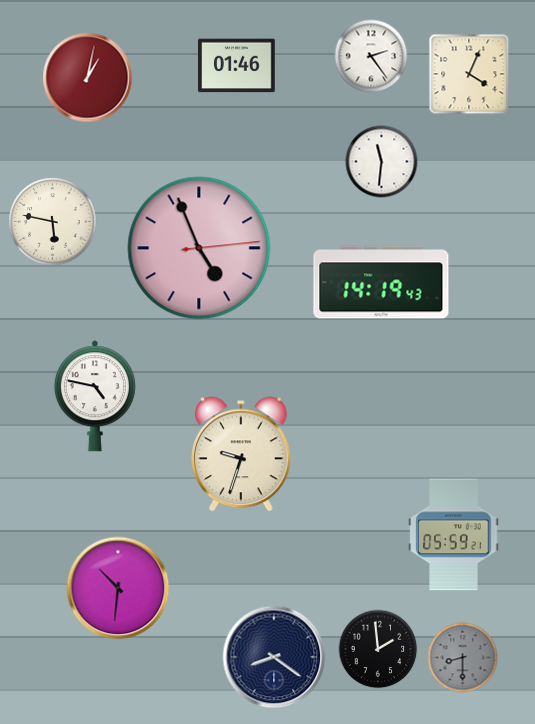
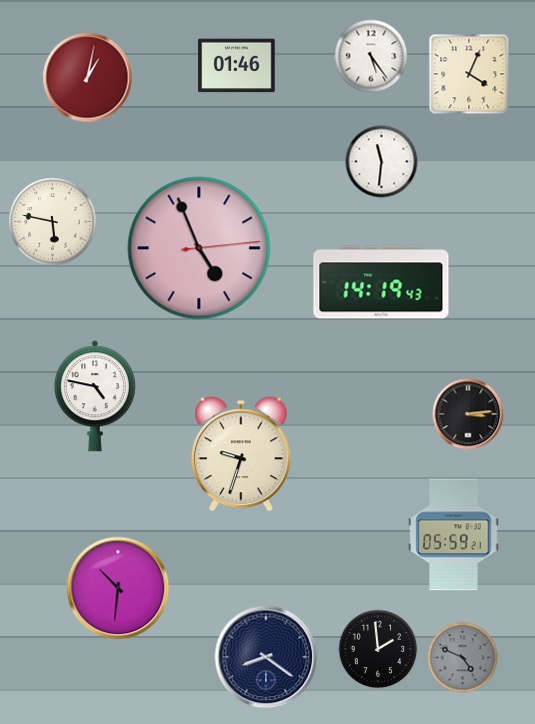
clock at (371, 56): 2:24 -> 5:24
clock at (468, 414): none -> 3:14
clock at (274, 657) position: (274, 657) -> (266, 657)
clock at (463, 658): 8:30 -> 4:49
